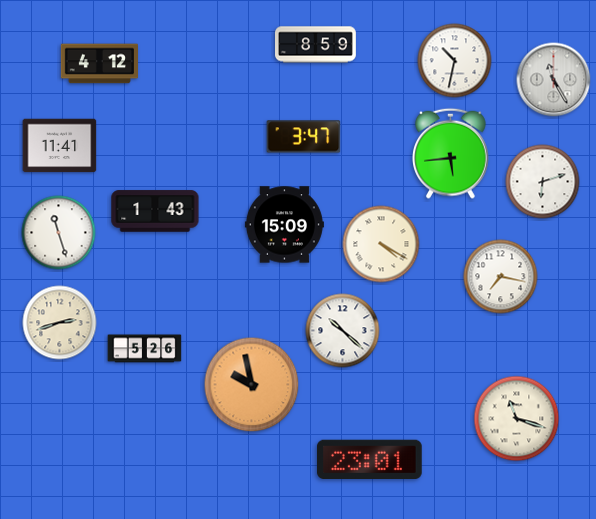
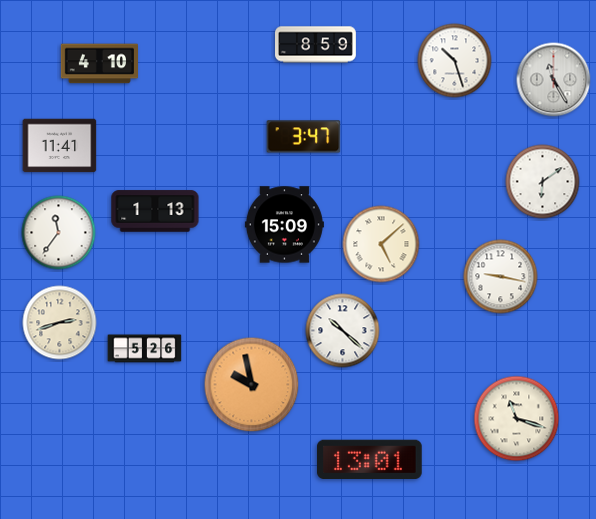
clock at (455, 61): 10:32 -> 10:27
clock at (99, 64): 4:12 -> 4:10
clock at (451, 153): 5:44 -> none
clock at (543, 182): 6:12 -> 6:09
clock at (155, 211): 1:43 -> 1:13
clock at (59, 233): 11:27 -> 11:36
clock at (381, 244): 4:20 -> 5:08
clock at (501, 277): 7:17 -> 9:17
clock at (370, 459): 23:01 -> 13:01
